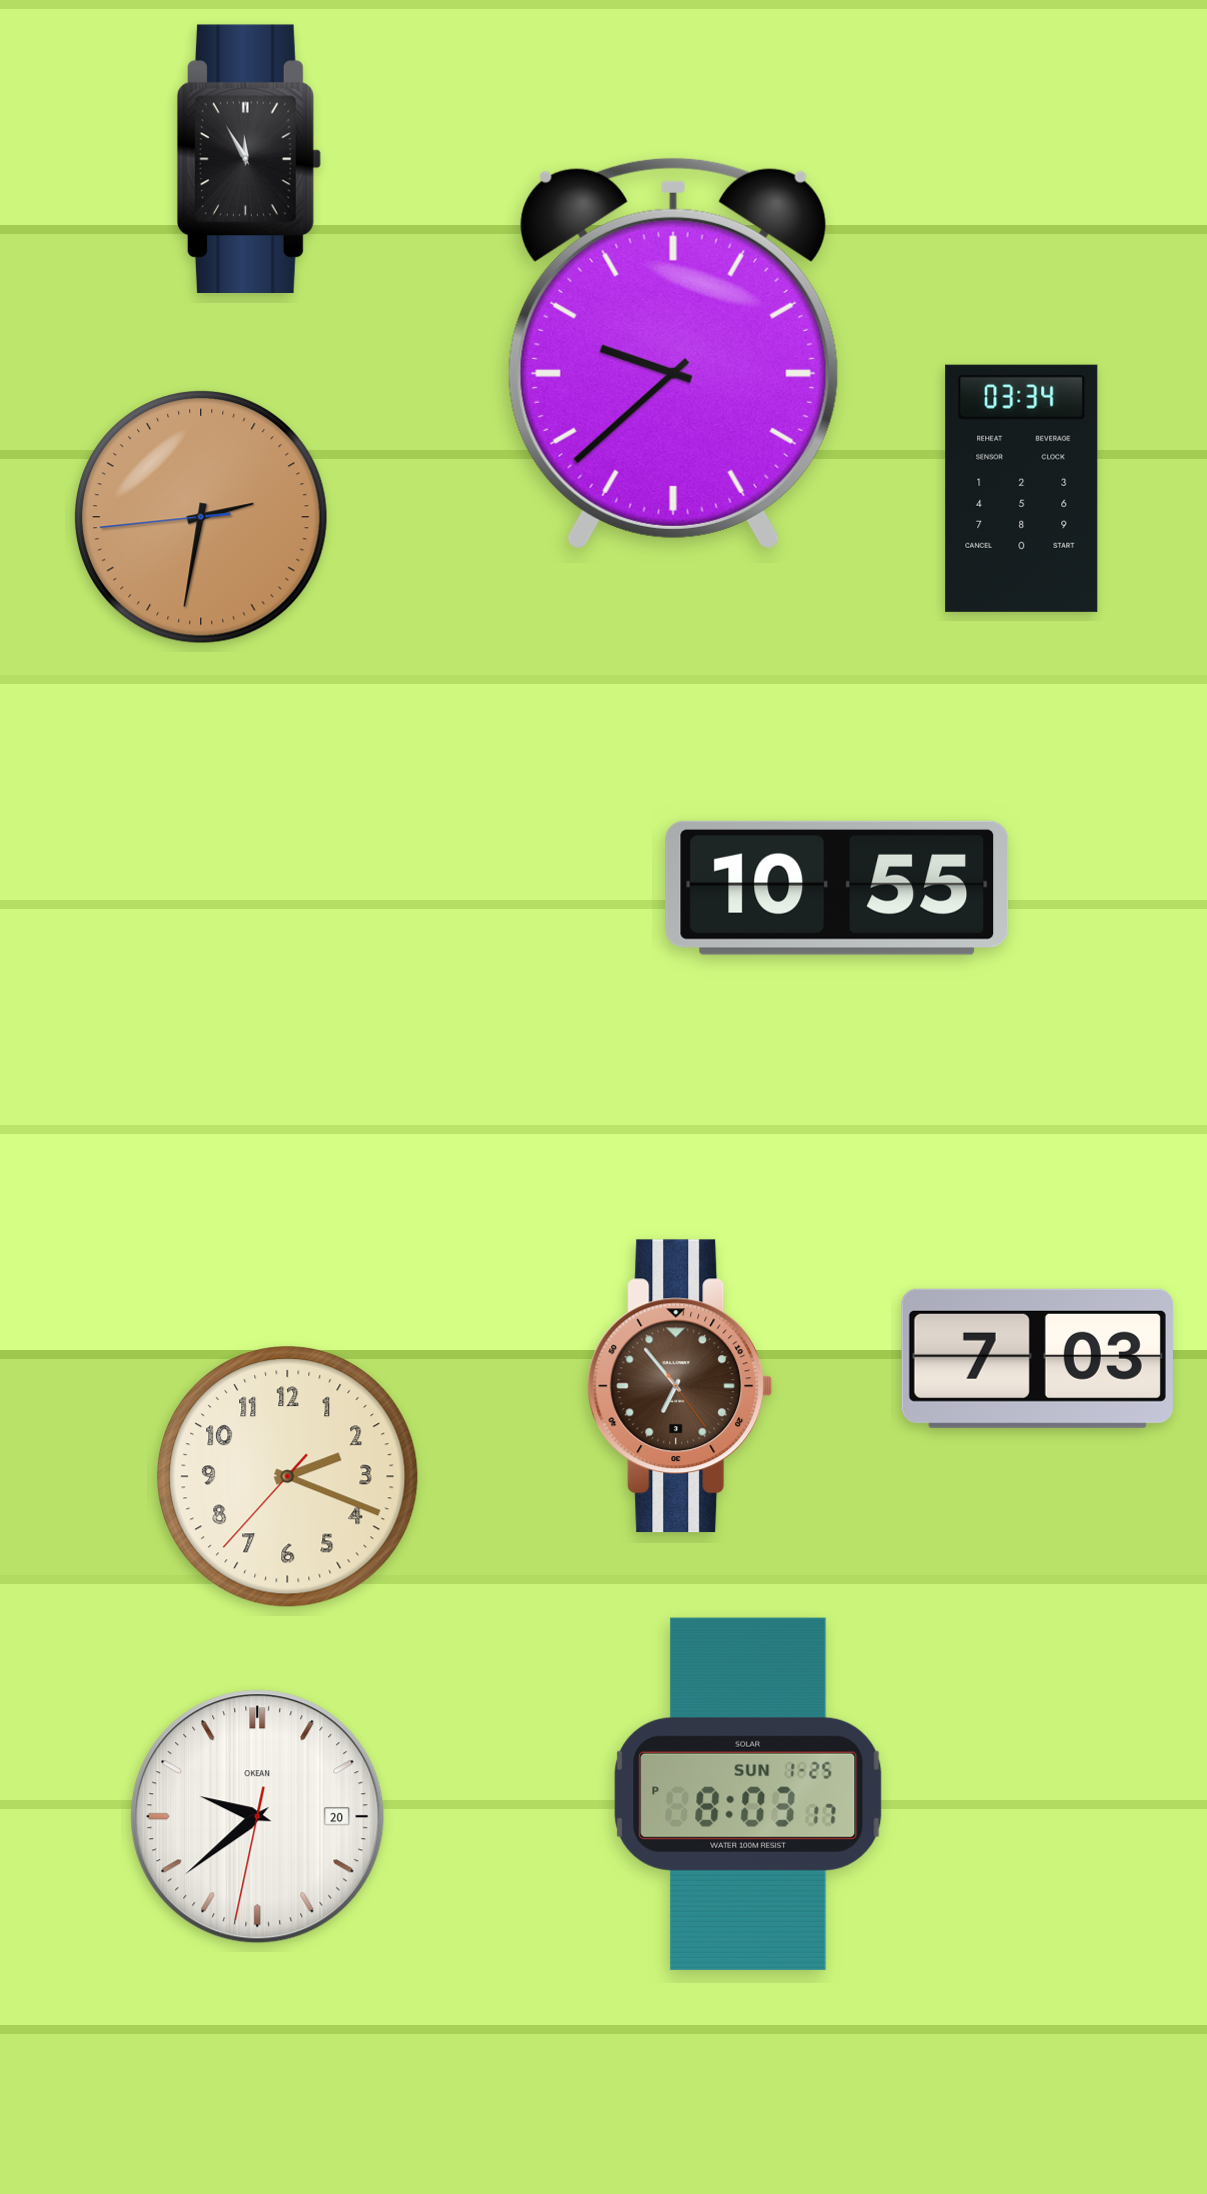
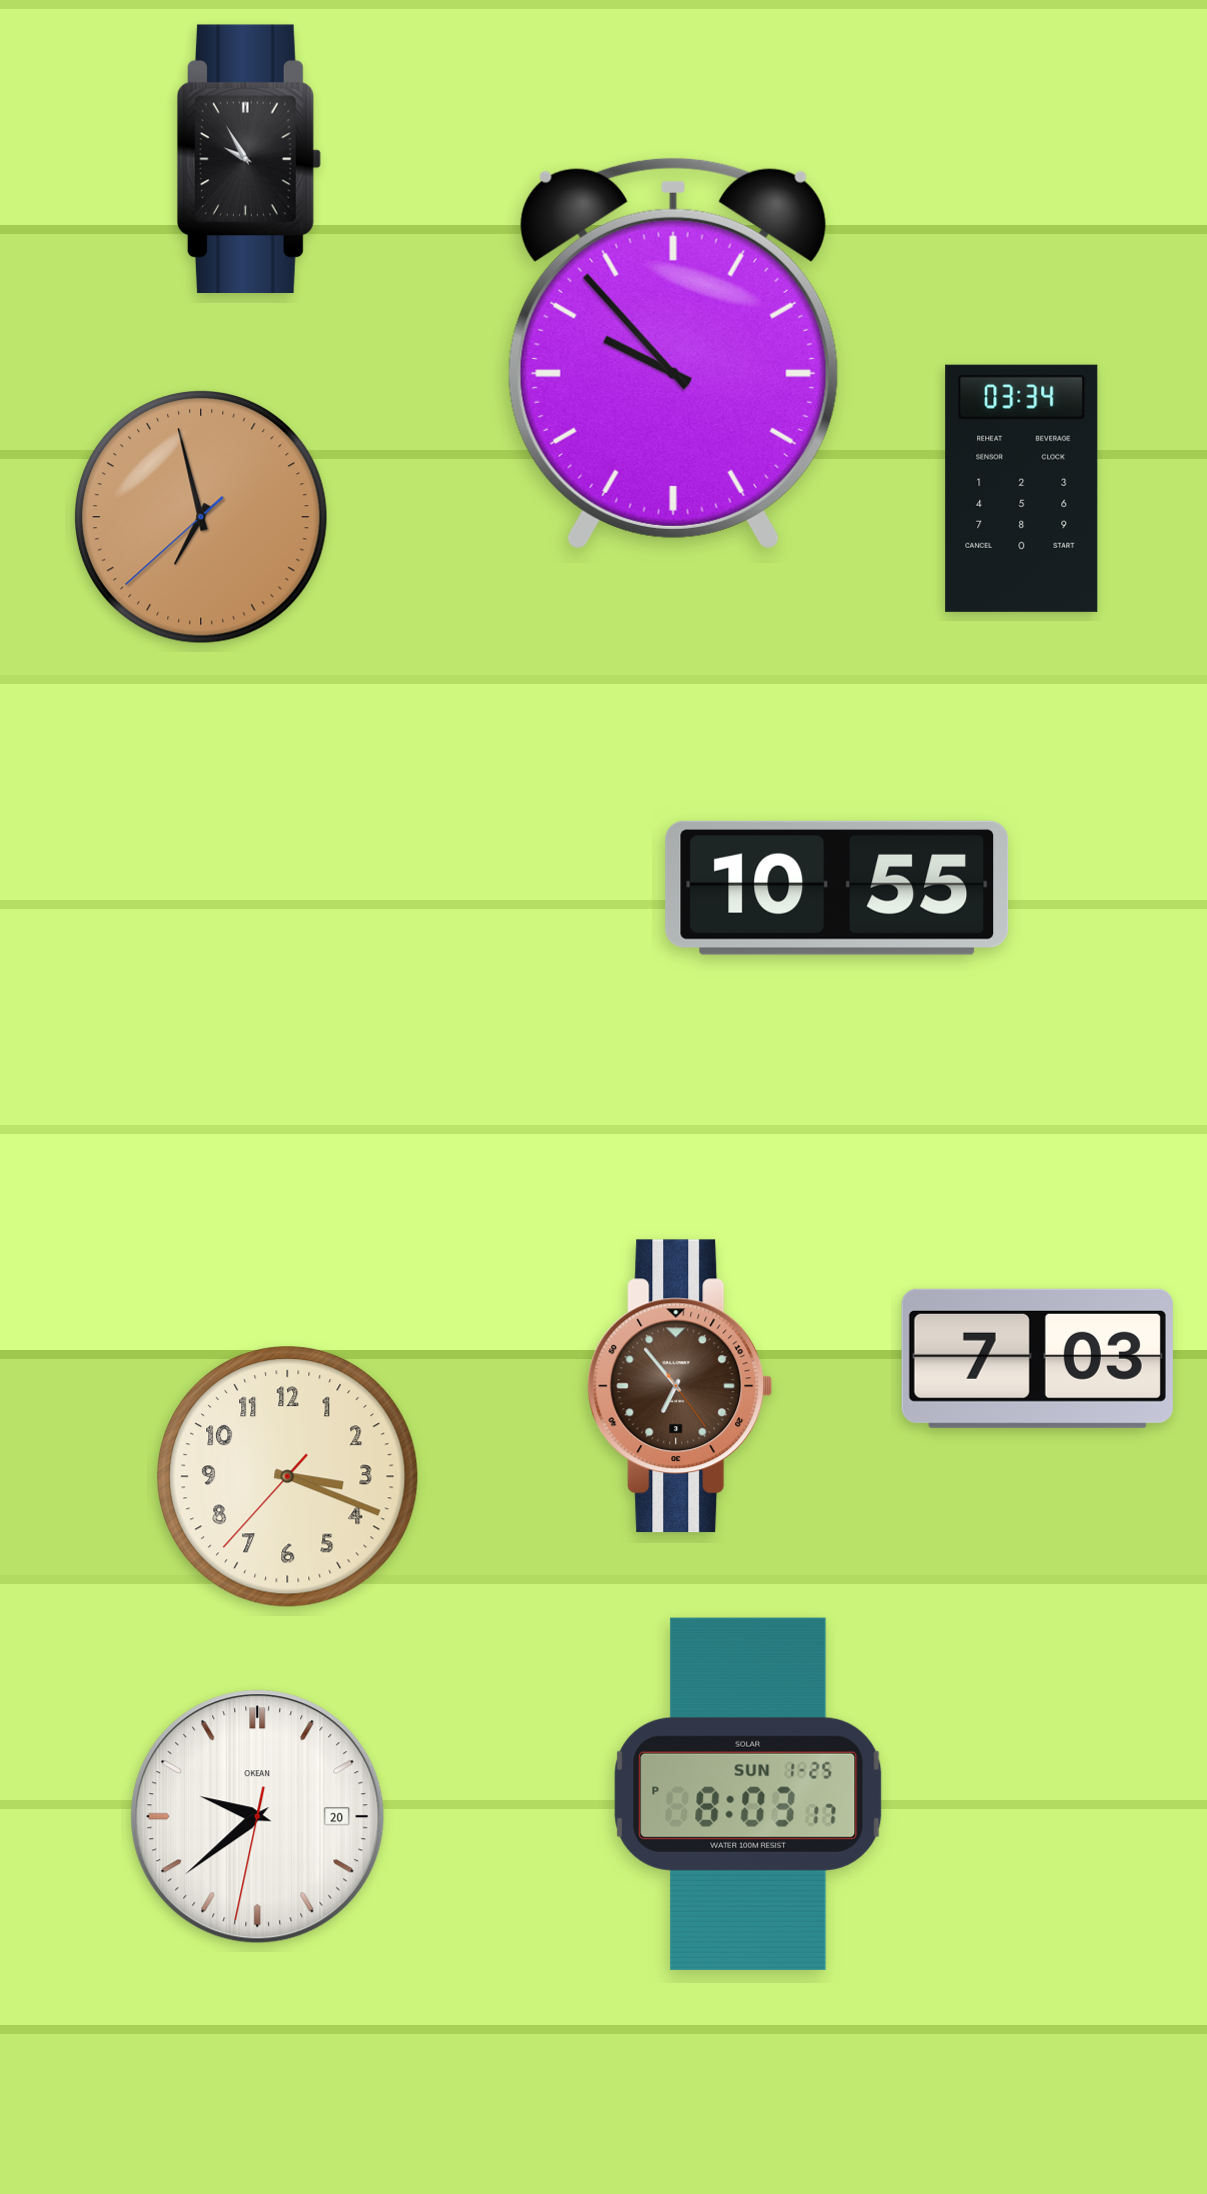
clock at (249, 158): 11:55 -> 9:55
clock at (673, 353): 9:38 -> 9:53
clock at (202, 518): 2:31 -> 6:57
clock at (288, 1477): 2:18 -> 3:18
